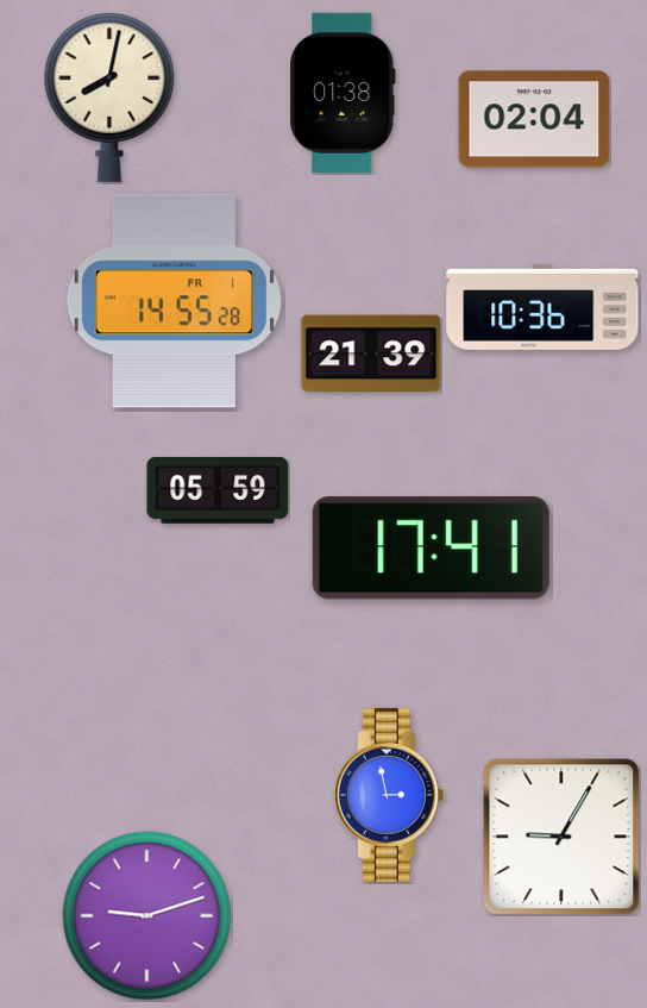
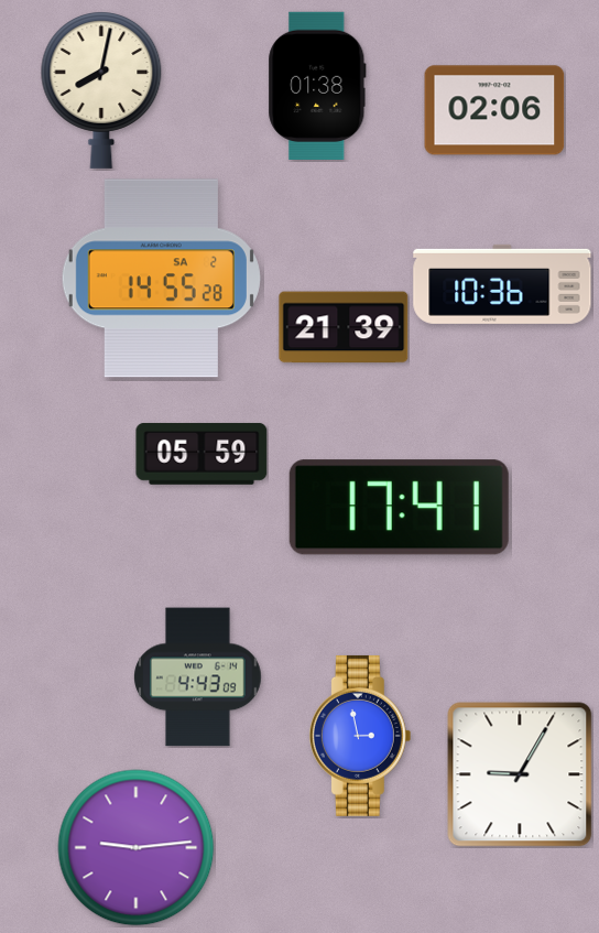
clock at (534, 119): 02:04 -> 02:06
clock at (174, 301) date: FR 1 -> SA 2
clock at (198, 677): none -> 4:43
clock at (147, 916): 9:12 -> 9:14
